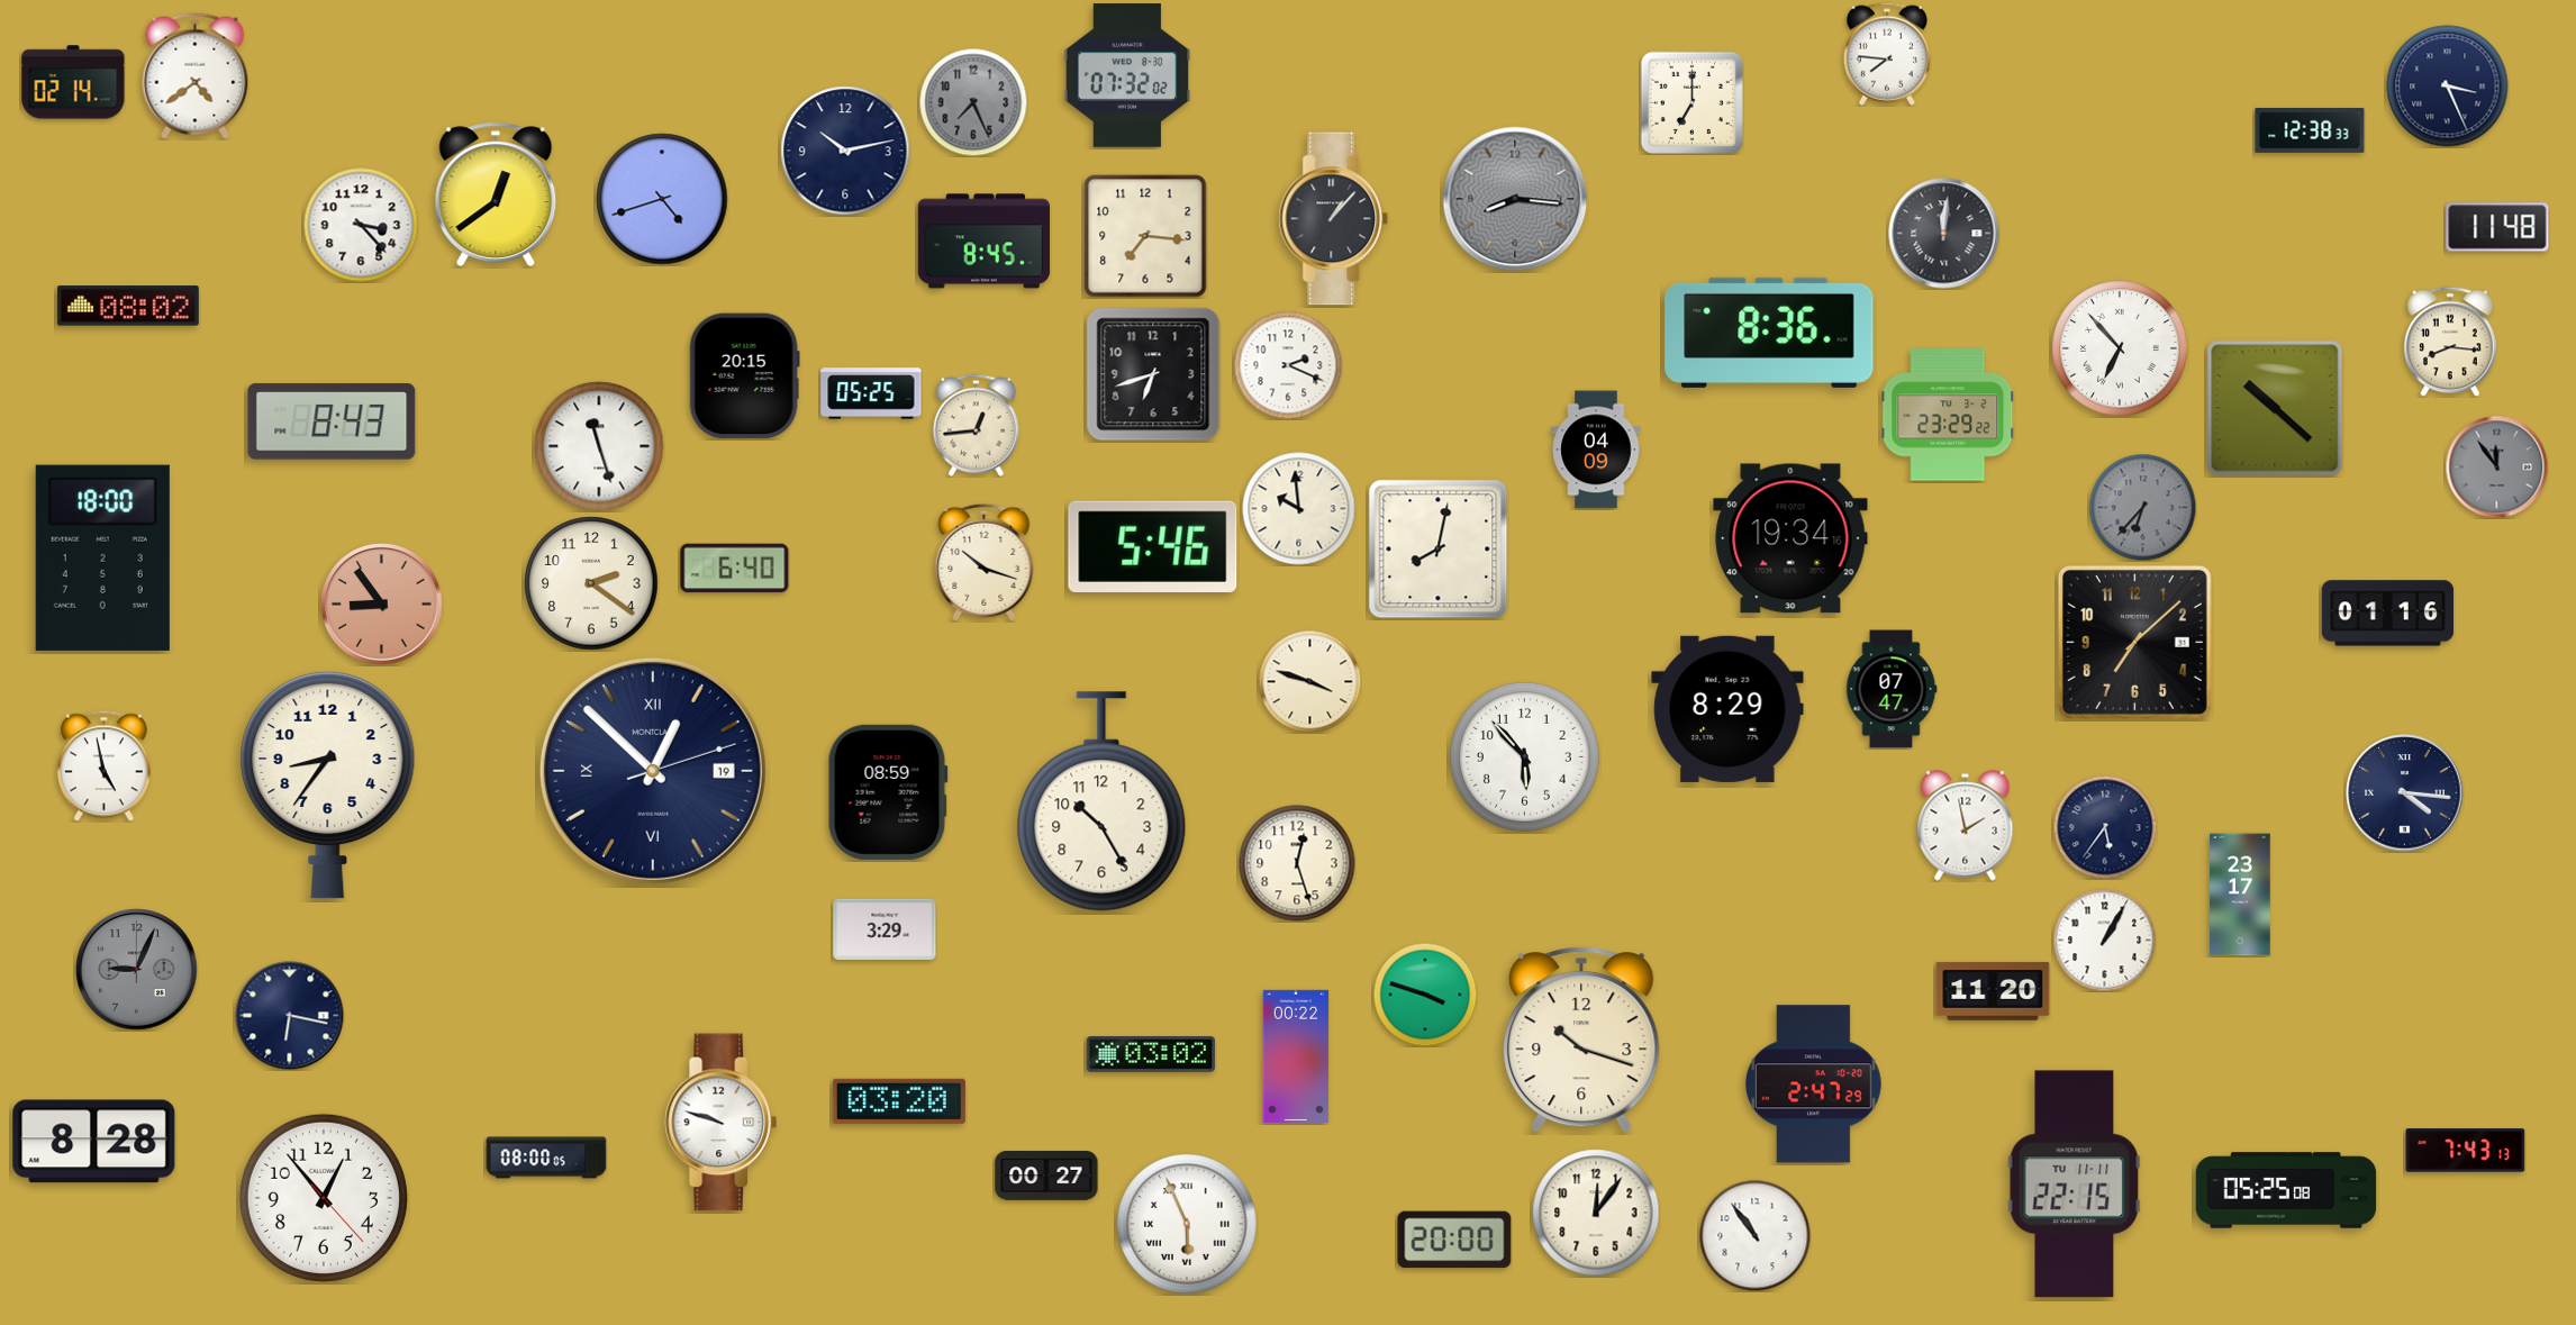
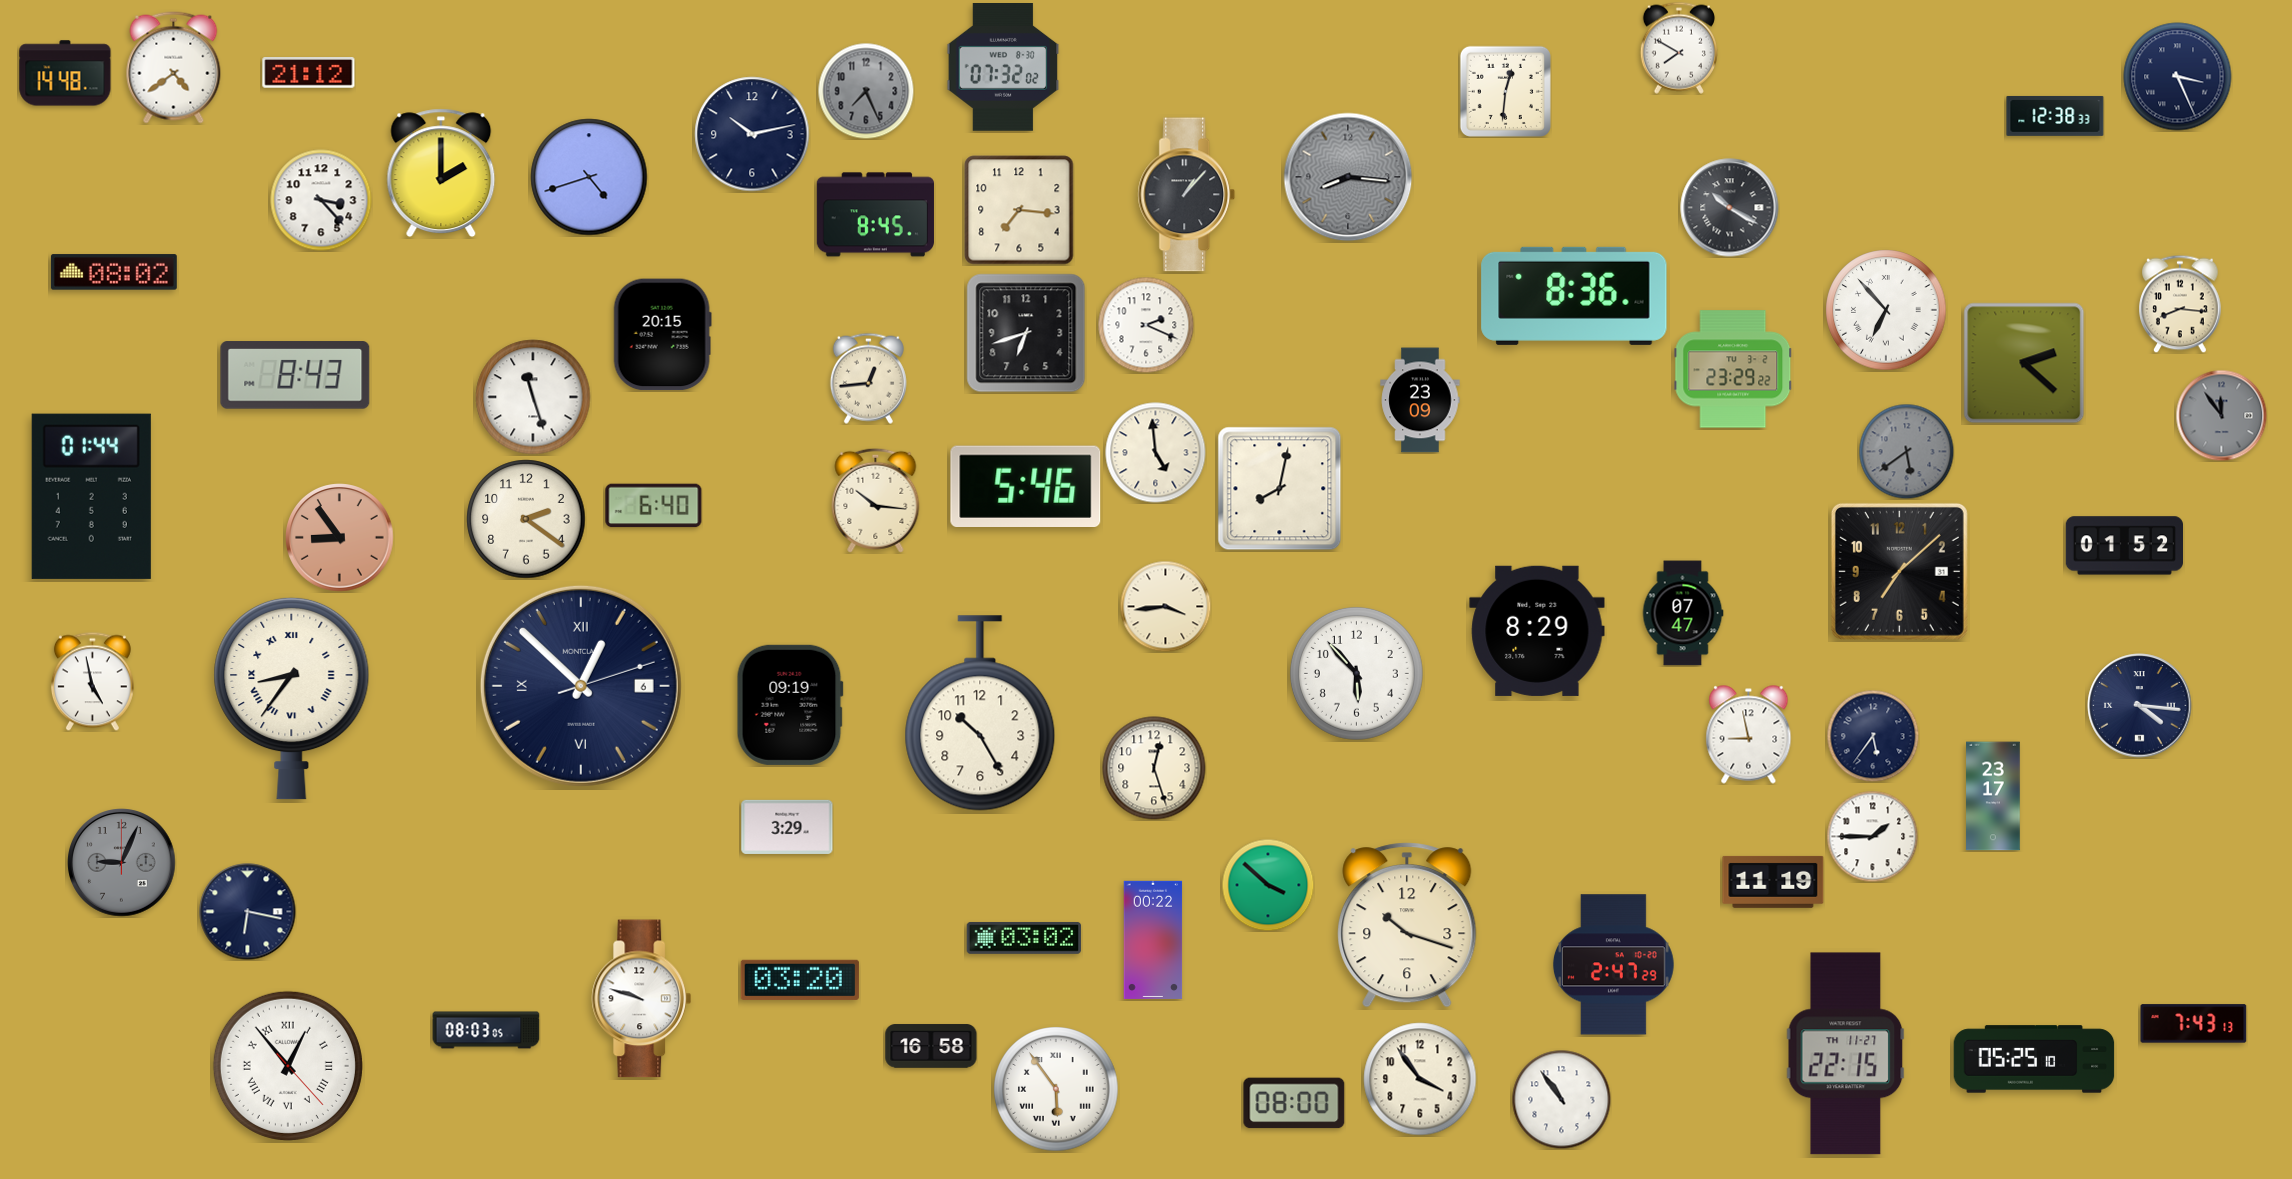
clock at (1887, 54): 7:46 -> 7:50
clock at (73, 82): 02:14 -> 14:48
clock at (309, 73): none -> 21:12
clock at (1691, 102): 7:00 -> 12:31
clock at (496, 194): 12:39 -> 2:00
clock at (2497, 227): 11:48 -> none
clock at (1944, 234): 12:01 -> 10:20
clock at (871, 393): 05:25 -> none
clock at (2275, 408): 10:22 -> 2:22
clock at (1596, 450): 04:09 -> 23:09
clock at (2142, 507): 6:37 -> 5:39
clock at (1299, 509): 9:59 -> 4:59
clock at (1790, 538): 19:34 -> none
clock at (102, 557): 18:00 -> 01:44
clock at (985, 562): 10:18 -> 10:16
clock at (2387, 614): 01:16 -> 01:52
clock at (1309, 681): 3:48 -> 3:44
clock at (653, 771) date: 19 -> 6
clock at (328, 784) numerals: Arabic -> Roman
clock at (888, 792): 08:59 -> 09:19
clock at (1966, 826): 1:58 -> 8:58
clock at (2104, 940): 1:05 -> 1:45
clock at (1993, 991): 11:20 -> 11:19
clock at (1425, 995): 3:48 -> 3:52
clock at (290, 1016) position: (290, 1016) -> (248, 912)
clock at (94, 1142): 8:28 -> none
clock at (546, 1158): 08:00 -> 08:03
clock at (1046, 1176): 00:27 -> 16:58
clock at (2075, 1185) date: TU 11-11 -> TH 11-27
clock at (2286, 1190): 05:25:08 -> 05:25:10
clock at (324, 1198) numerals: Arabic -> Roman
clock at (1596, 1213): 12:06 -> 3:54
clock at (1187, 1224): 5:56 -> 5:54
clock at (1454, 1240): 20:00 -> 08:00
